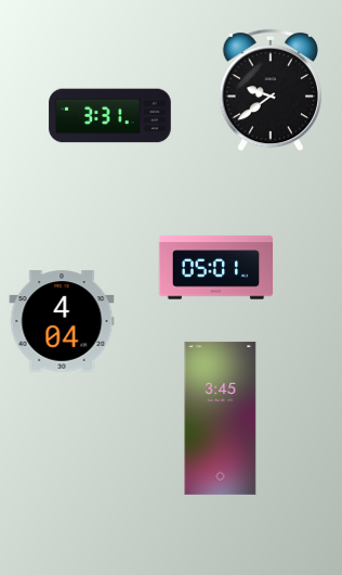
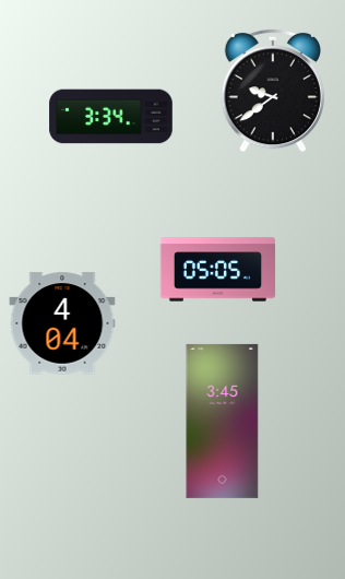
clock at (110, 116): 3:31 -> 3:34
clock at (216, 268): 05:01 -> 05:05
